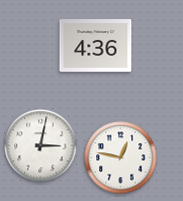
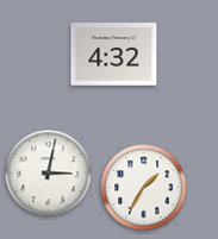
clock at (96, 46): 4:36 -> 4:32
clock at (121, 158): 12:47 -> 1:35
